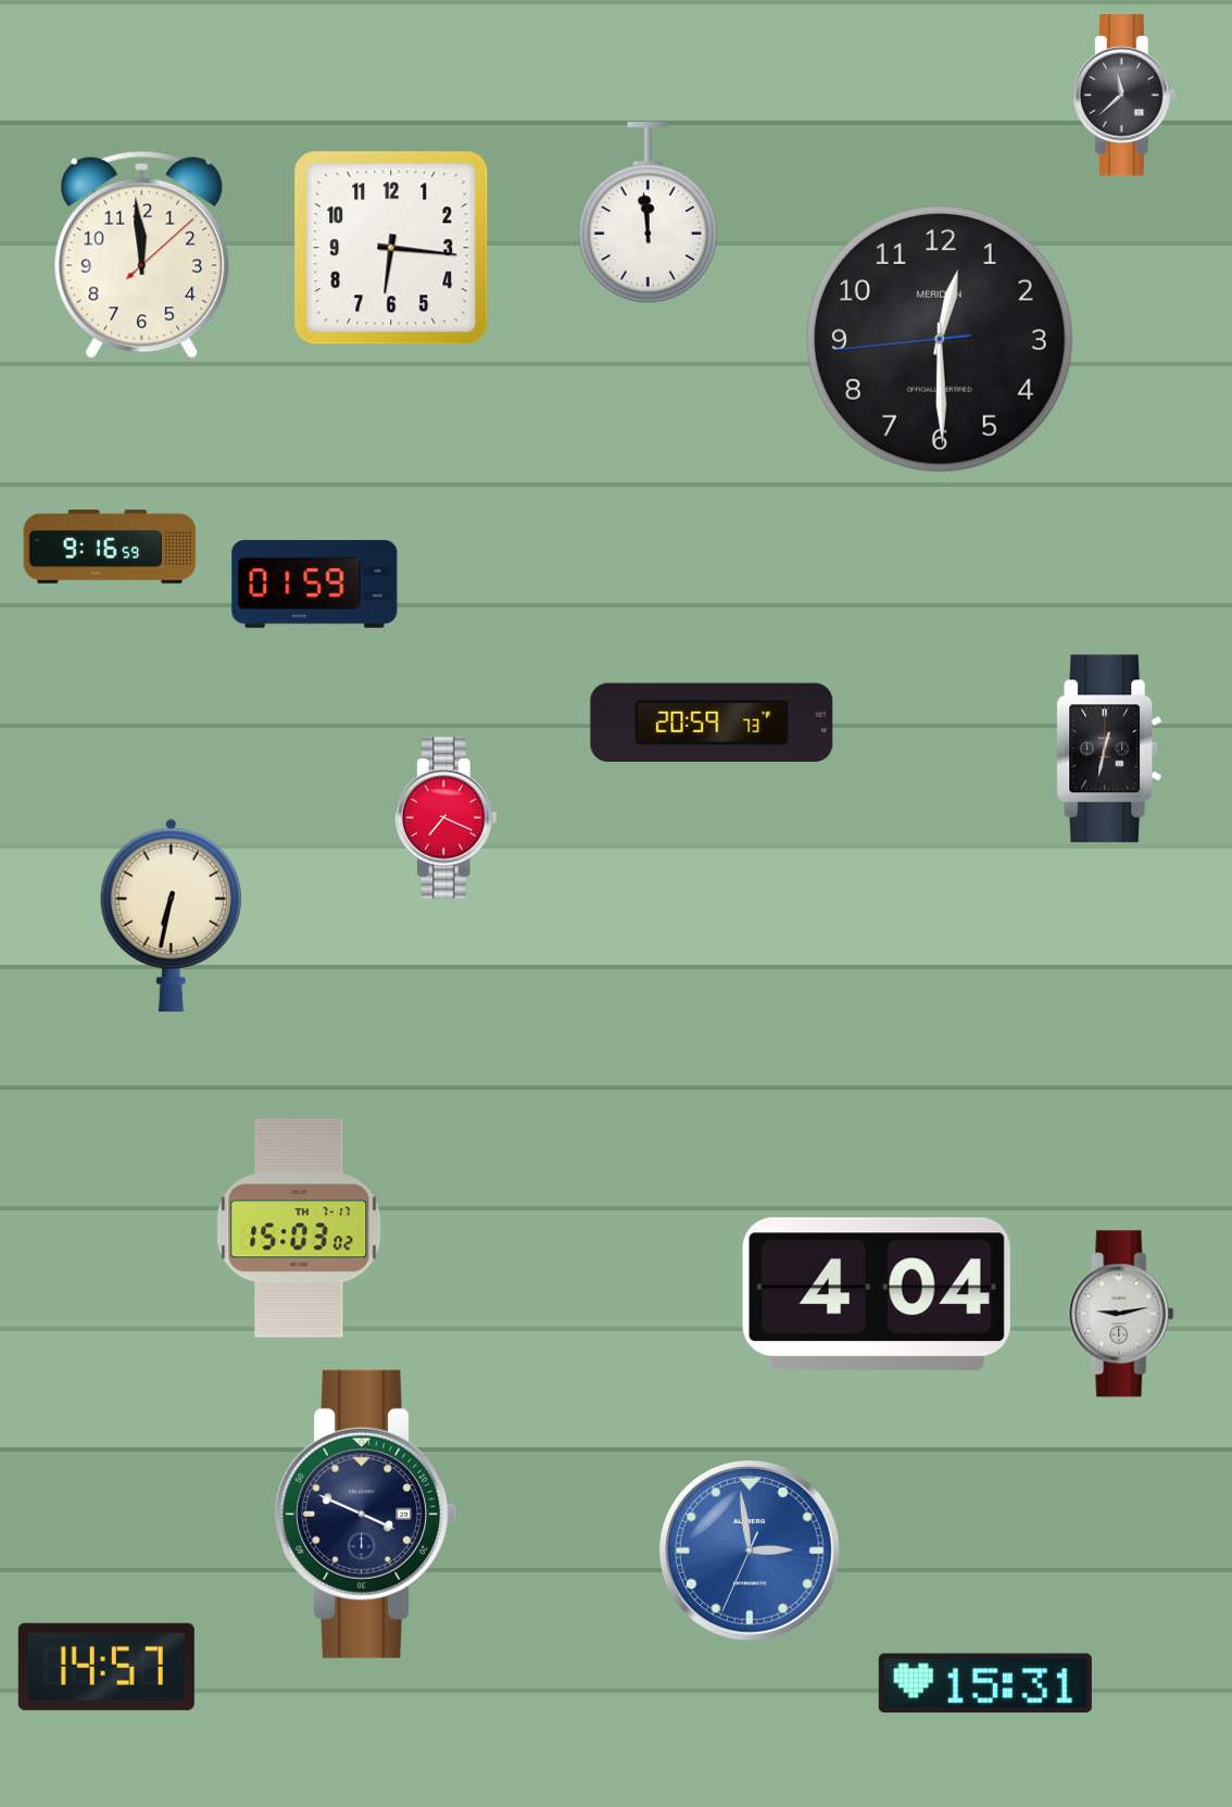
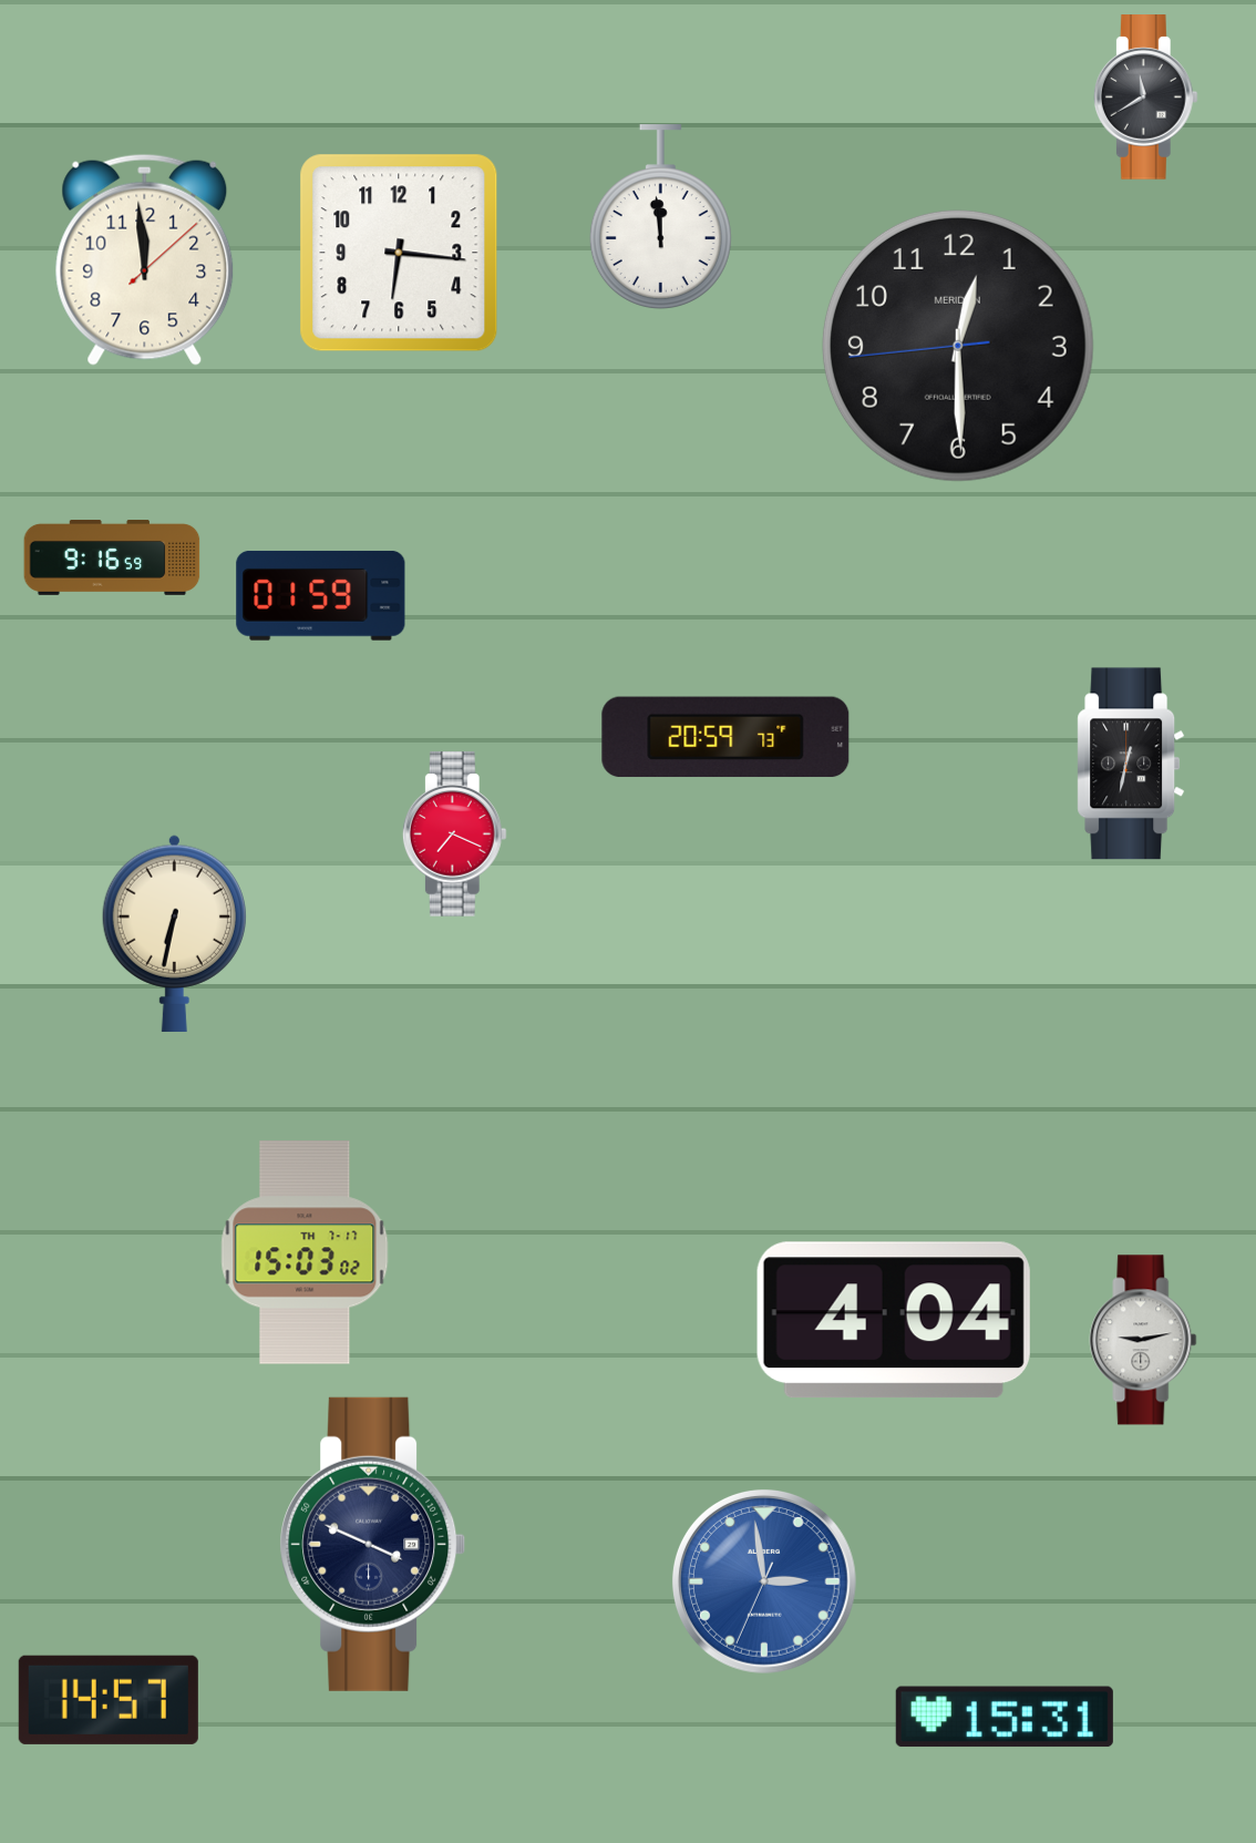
clock at (1123, 96): 11:38 -> 11:40
